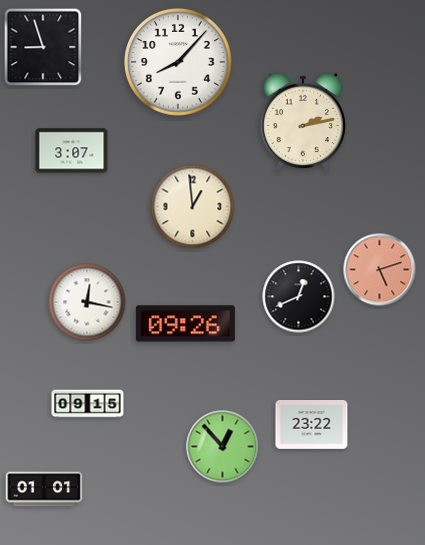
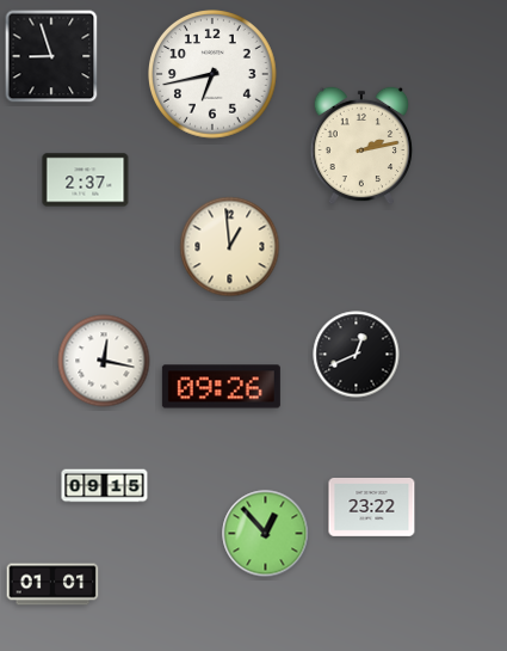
clock at (179, 63): 8:07 -> 6:43
clock at (72, 151): 3:07 -> 2:37
clock at (380, 270): 5:12 -> none
clock at (88, 404) position: (88, 404) -> (105, 486)
